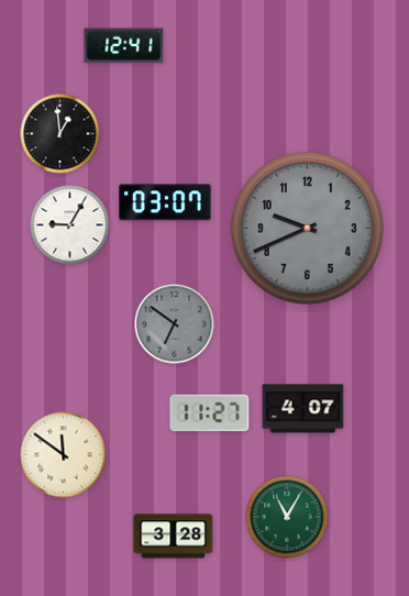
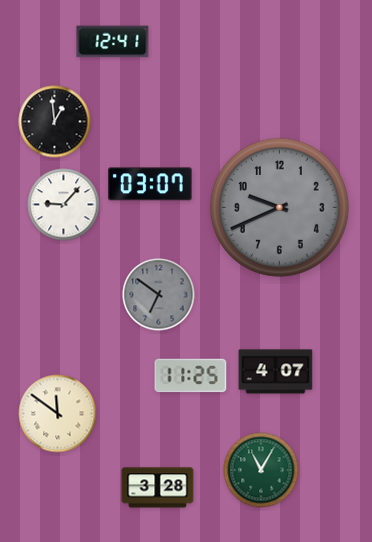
clock at (70, 225): 9:05 -> 9:07
clock at (210, 413): 11:27 -> 11:25
